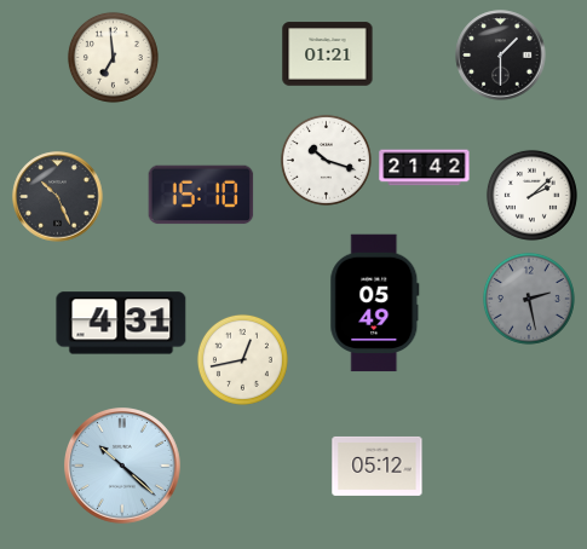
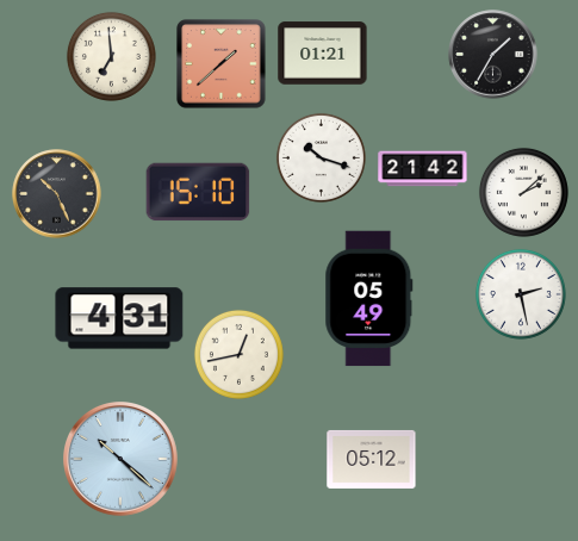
clock at (501, 56): 1:30 -> 1:35
clock at (222, 64): none -> 1:38
clock at (425, 168) position: (425, 168) -> (423, 169)
clock at (529, 299) dial: grey -> white
